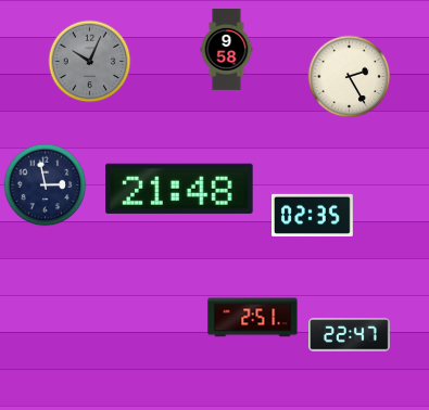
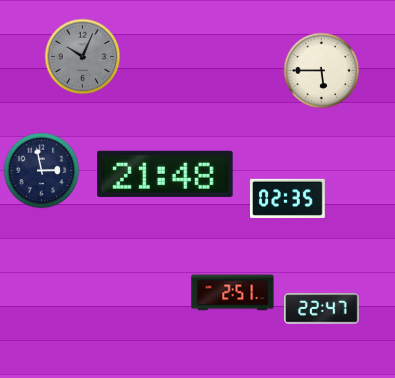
clock at (227, 50): 9:58 -> none
clock at (350, 77): 2:25 -> 5:45
